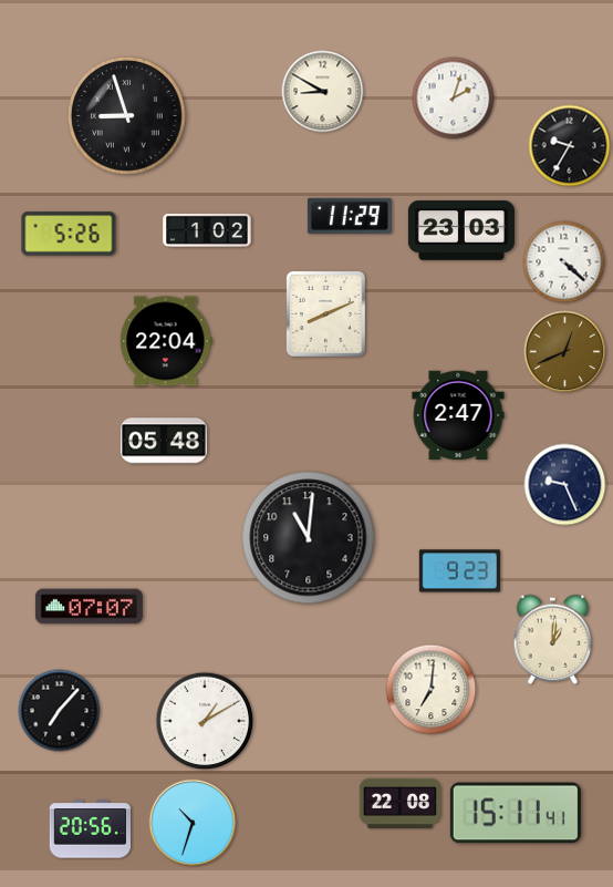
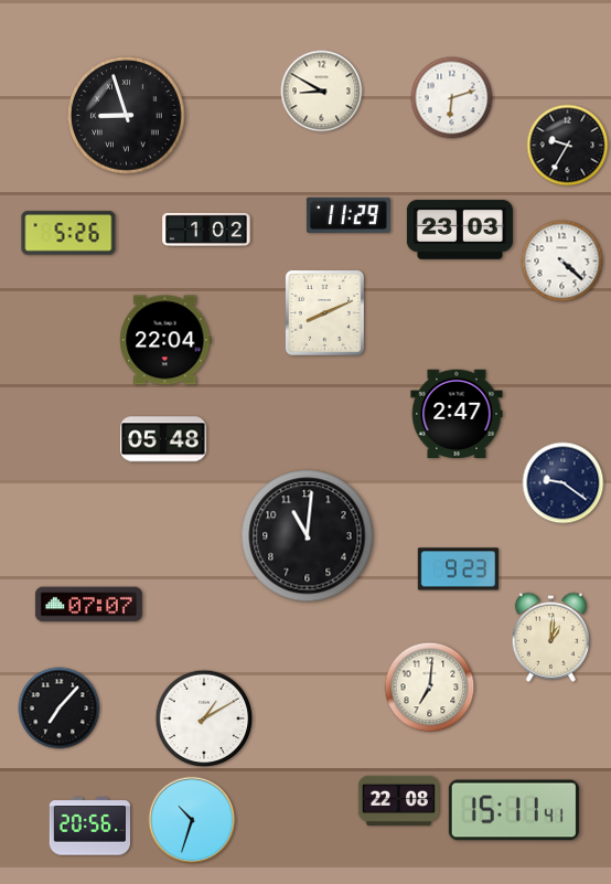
clock at (454, 99): 2:03 -> 6:12
clock at (565, 352): 12:41 -> none
clock at (565, 485): 9:26 -> 9:21
